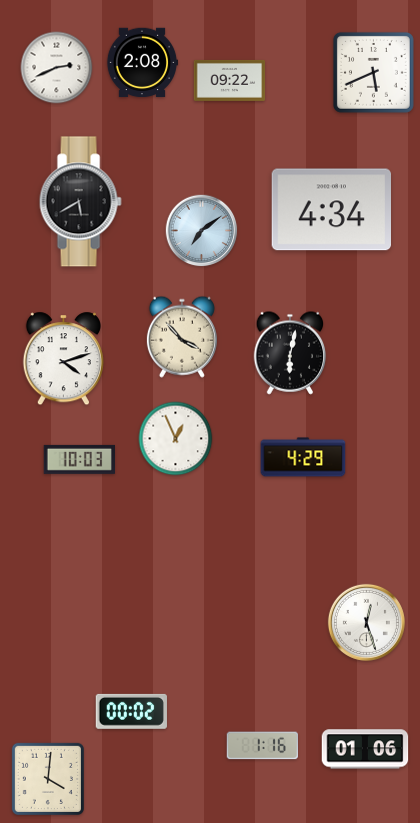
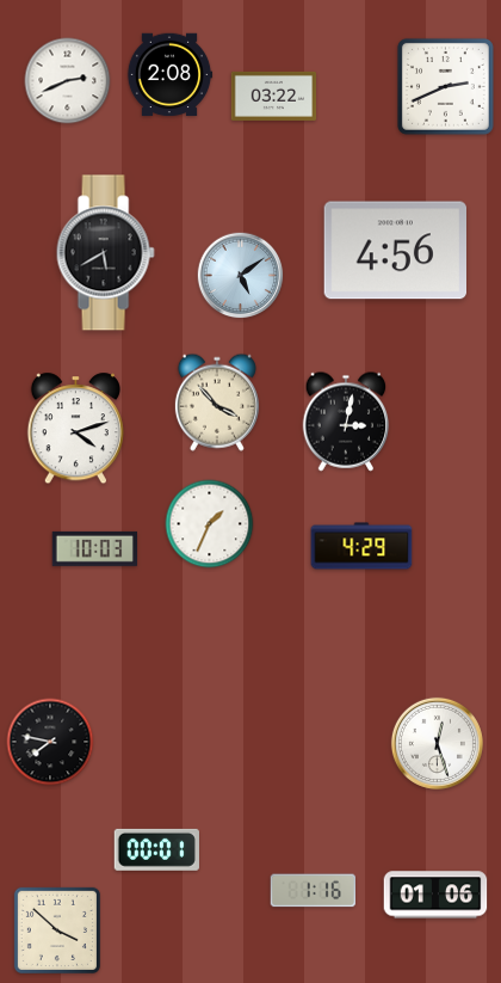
clock at (373, 72): 5:41 -> 2:41
clock at (230, 80): 09:22 -> 03:22
clock at (80, 202) position: (80, 202) -> (105, 253)
clock at (331, 210): 4:34 -> 4:56
clock at (202, 231): 7:09 -> 5:09
clock at (290, 353): 6:02 -> 3:02
clock at (176, 439): 12:56 -> 1:34
clock at (50, 742): none -> 7:47
clock at (131, 711): 00:02 -> 00:01
clock at (48, 779): 4:01 -> 3:52
